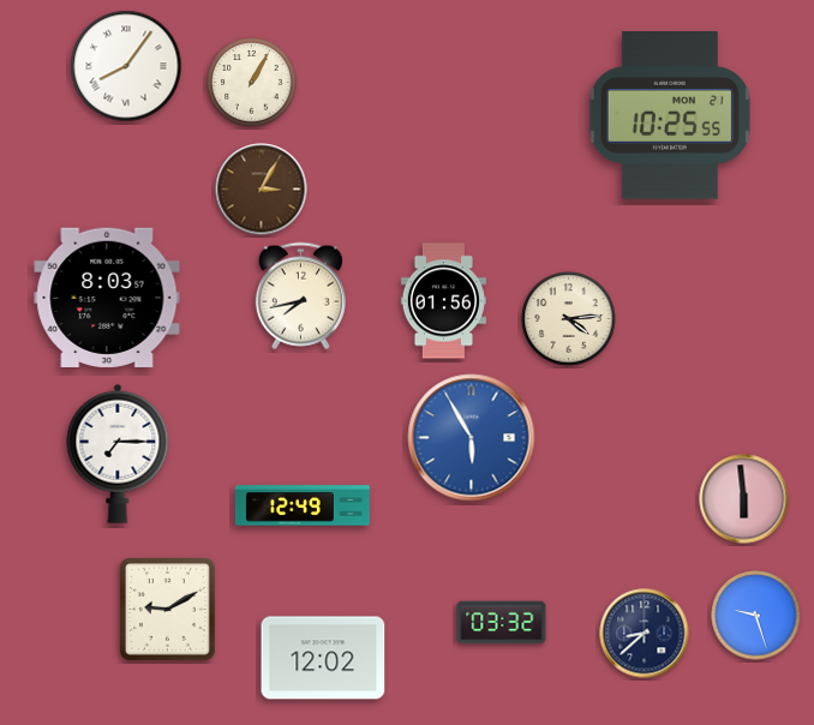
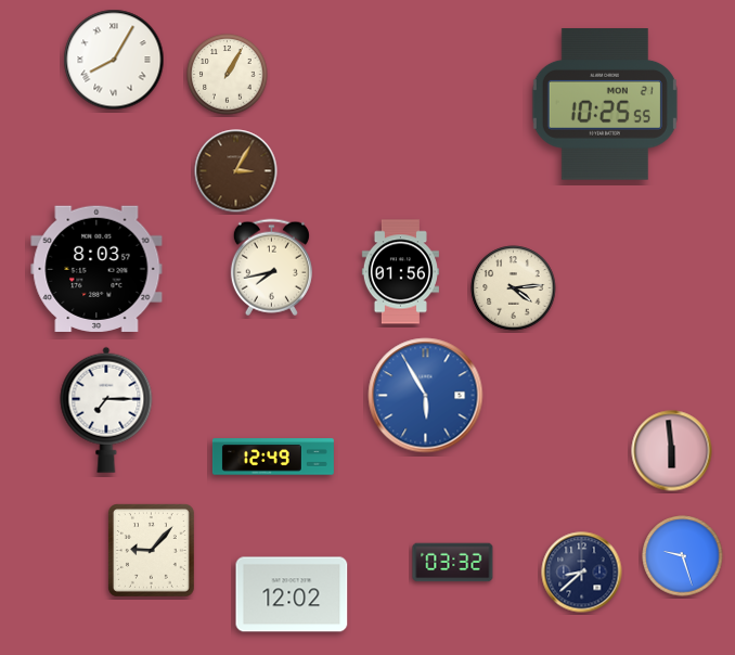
clock at (126, 66): 8:06 -> 8:05
clock at (168, 610): 9:10 -> 9:07
